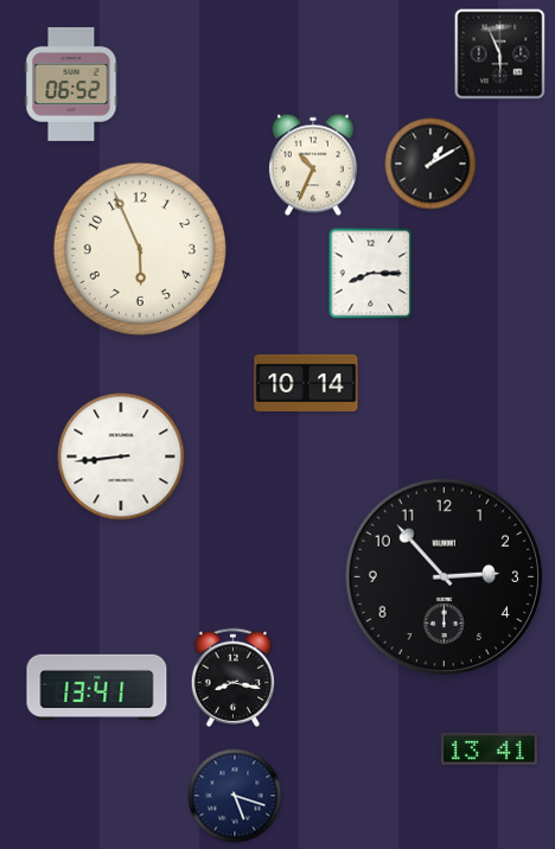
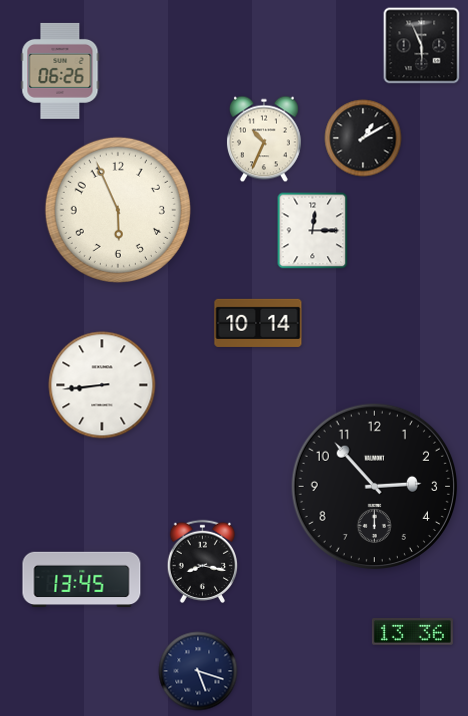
clock at (71, 84): 06:52 -> 06:26
clock at (371, 274): 8:15 -> 12:15
clock at (232, 677) position: (232, 677) -> (202, 561)
clock at (97, 688): 13:41 -> 13:45
clock at (489, 749): 13:41 -> 13:36
